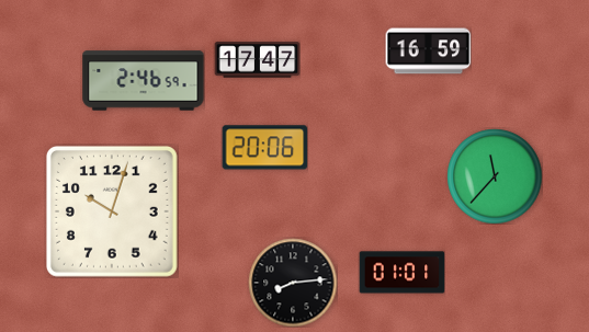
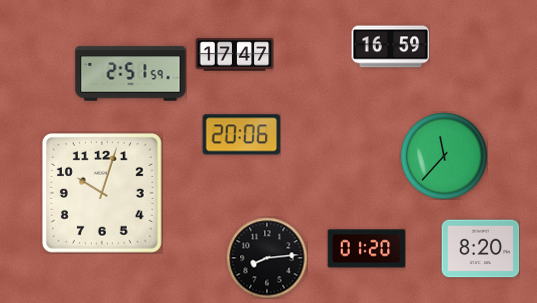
clock at (144, 81): 2:46 -> 2:51
clock at (495, 176) position: (495, 176) -> (444, 156)
clock at (401, 273): 01:01 -> 01:20
clock at (480, 249): none -> 8:20
